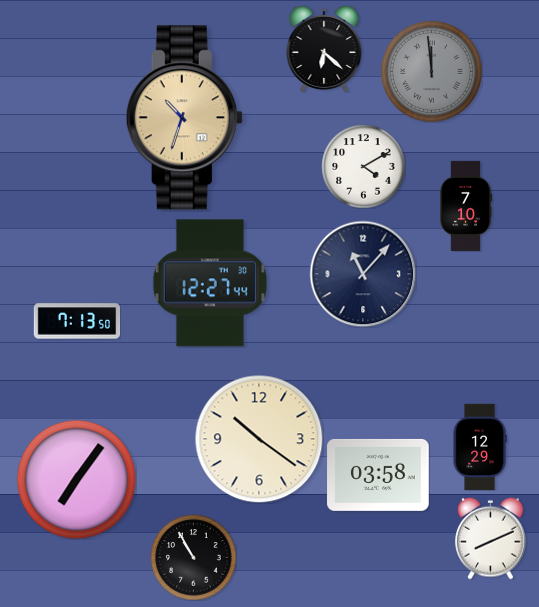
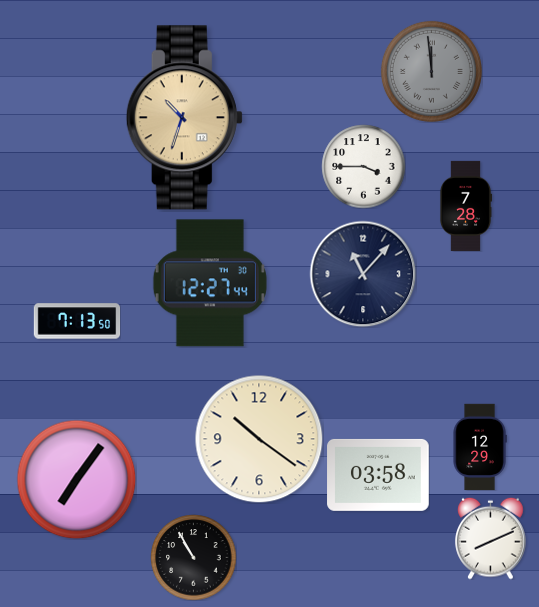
clock at (324, 49): 6:22 -> none
clock at (363, 166): 4:10 -> 3:45
clock at (466, 206): 7:10 -> 7:28
